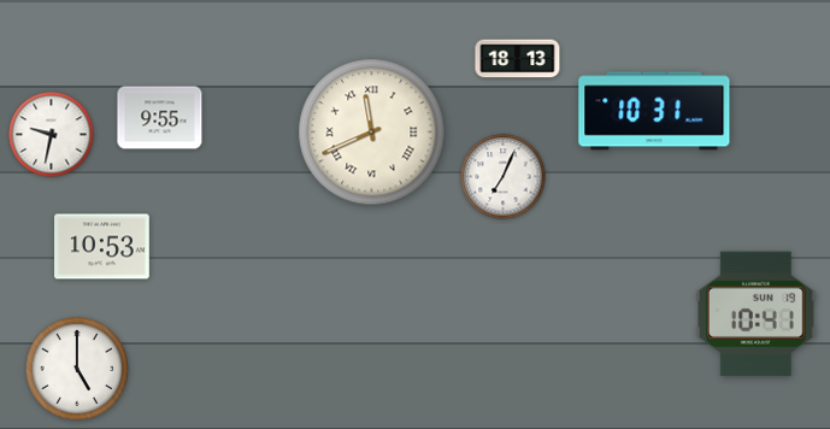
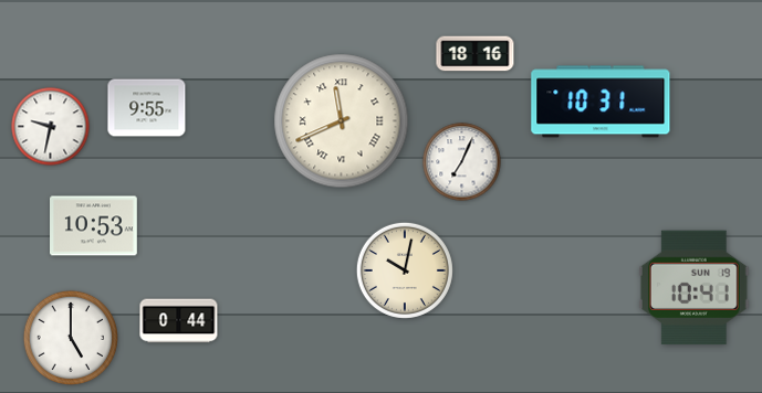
clock at (518, 59): 18:13 -> 18:16
clock at (52, 135) position: (52, 135) -> (51, 127)
clock at (405, 270): none -> 10:02
clock at (179, 321): none -> 0:44
